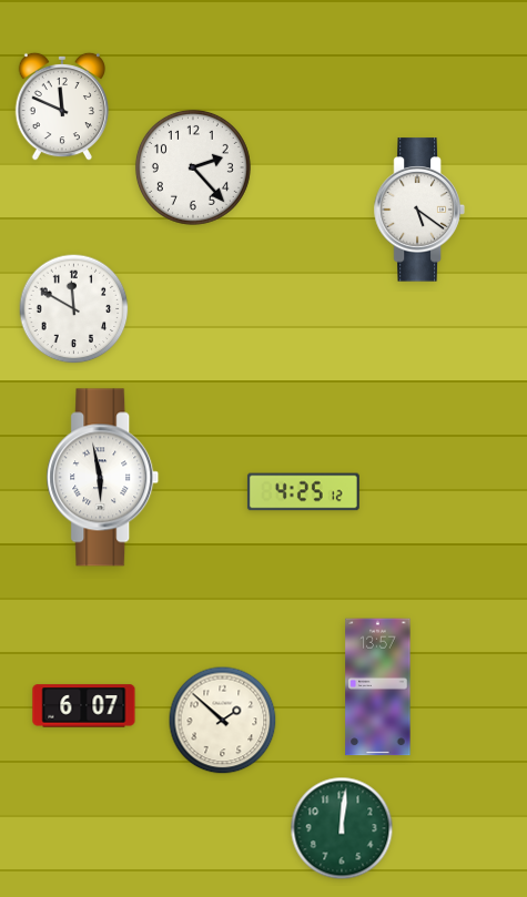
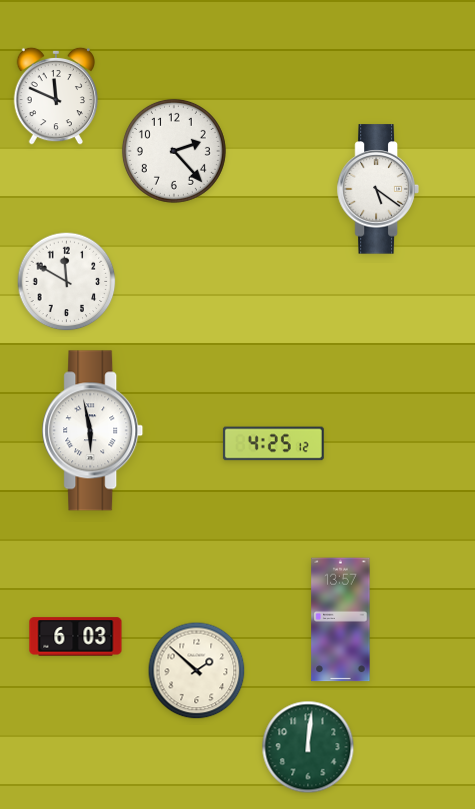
clock at (74, 309) position: (74, 309) -> (67, 282)
clock at (84, 706): 6:07 -> 6:03
clock at (223, 721) position: (223, 721) -> (197, 671)
